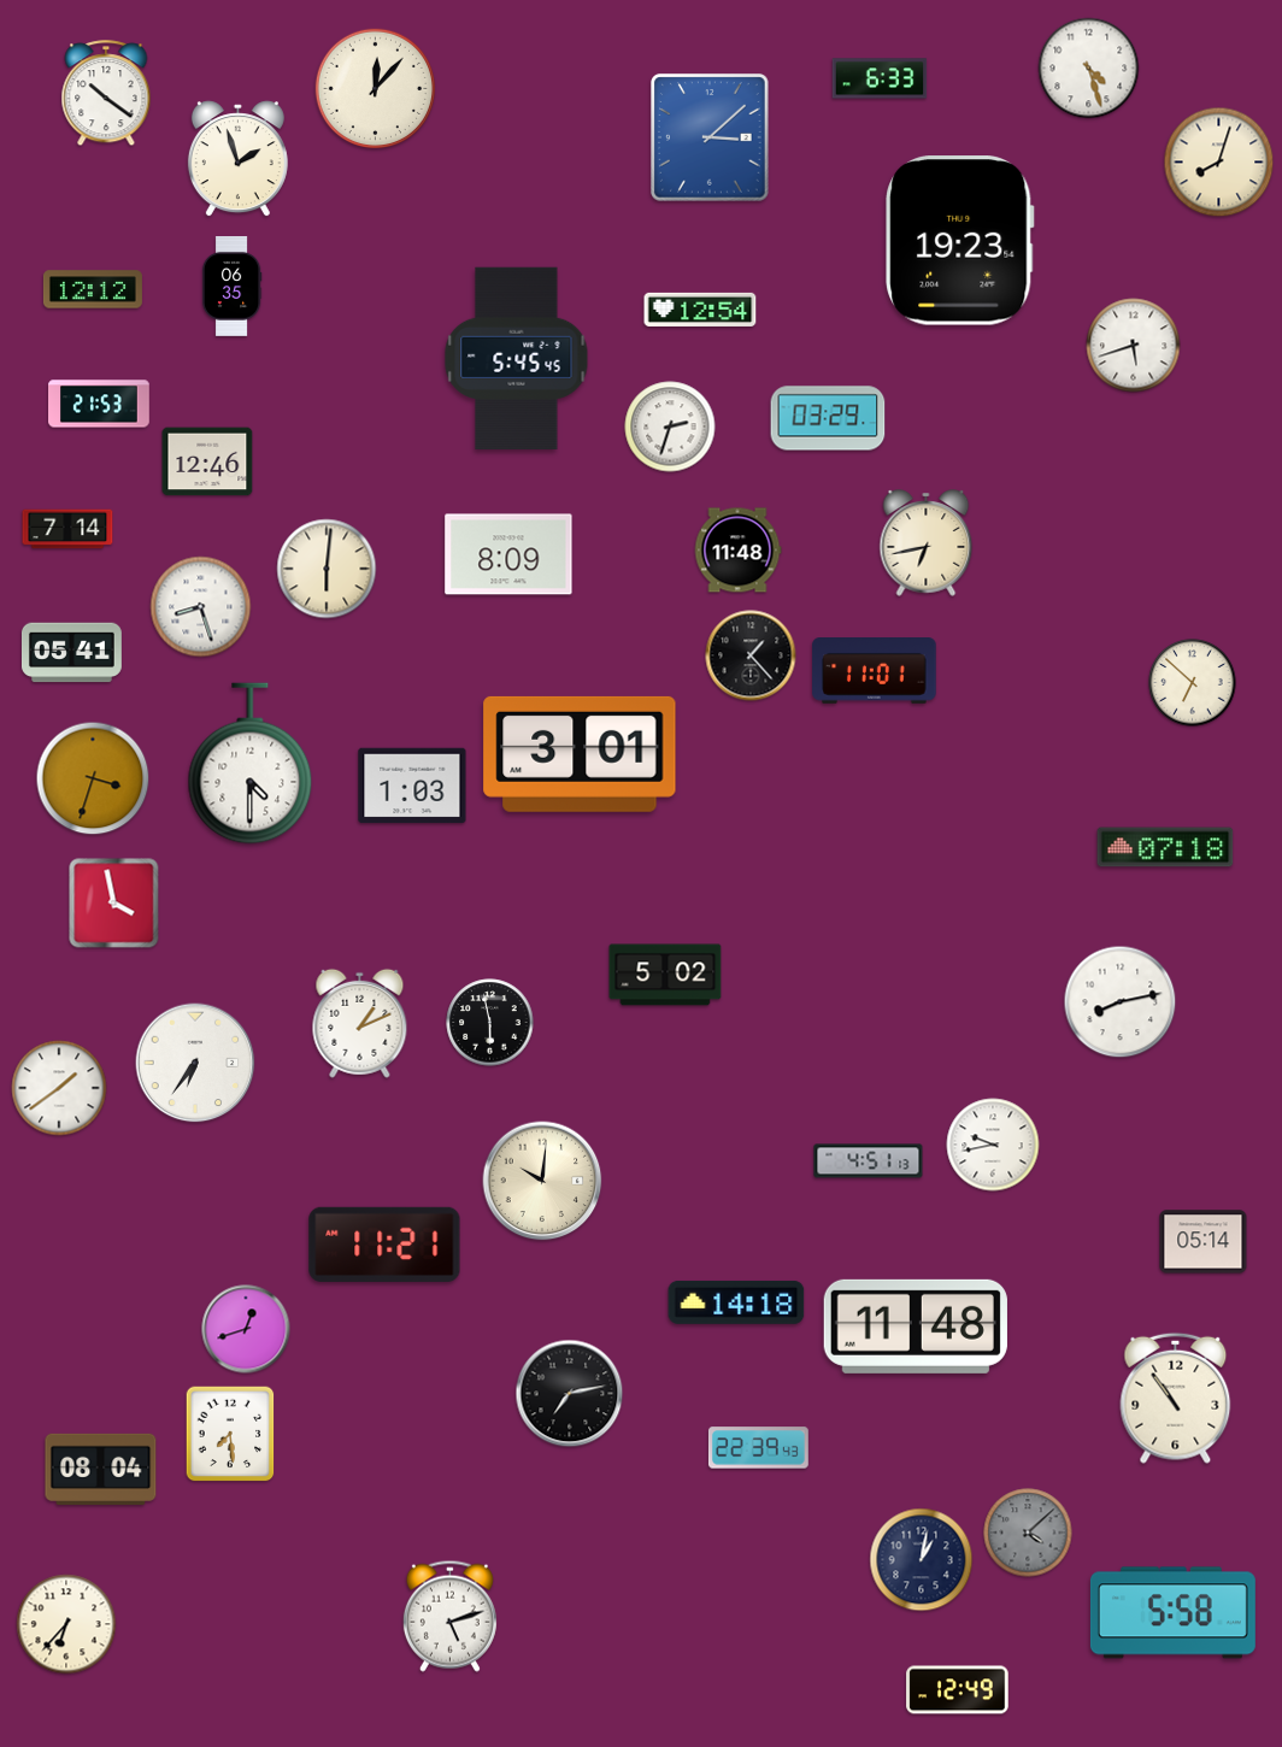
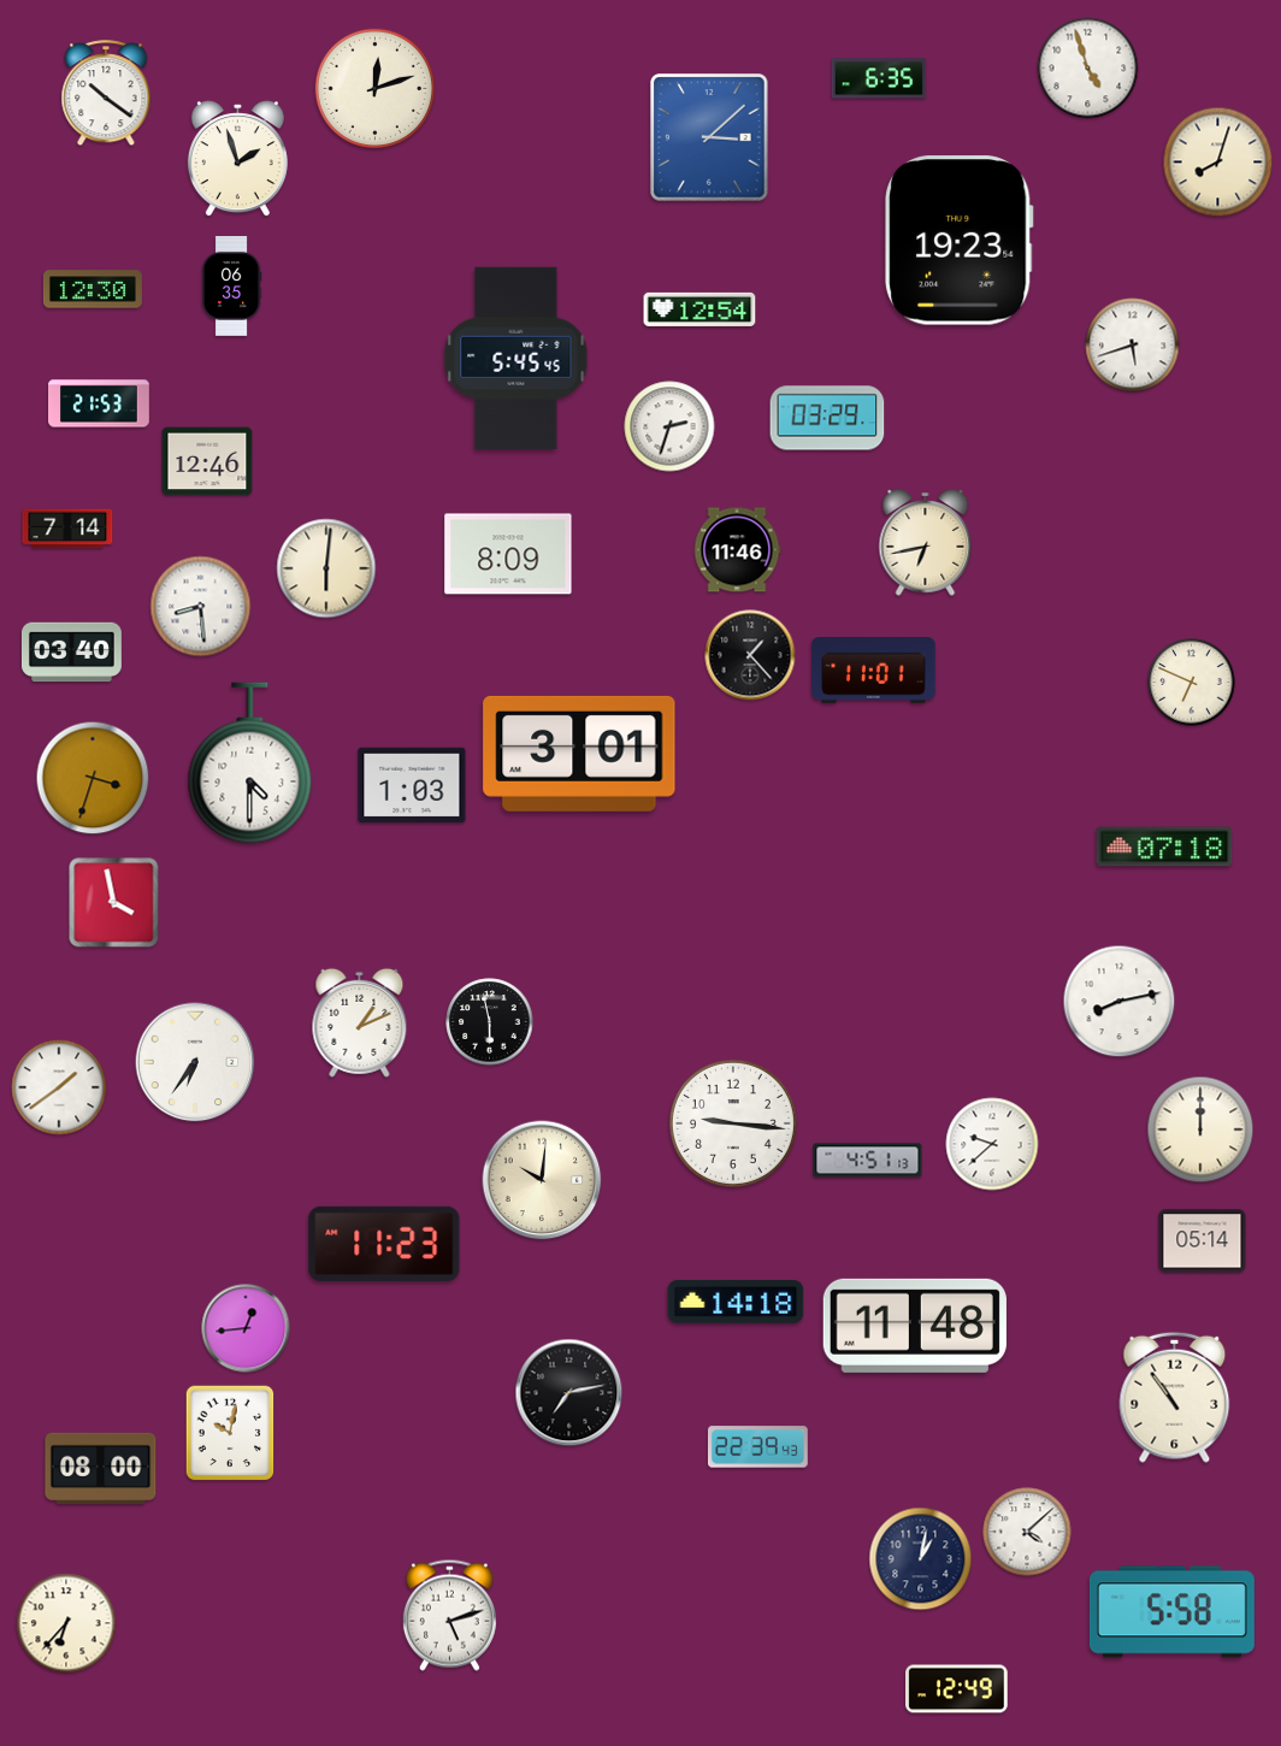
clock at (1089, 69): 4:27 -> 4:57
clock at (880, 78): 6:33 -> 6:35
clock at (375, 88): 12:07 -> 12:12
clock at (93, 289): 12:12 -> 12:30
clock at (737, 551): 11:48 -> 11:46
clock at (201, 607): 8:27 -> 8:29
clock at (71, 653): 05:41 -> 03:40
clock at (1193, 683): 6:52 -> 6:49
clock at (665, 975): 5:02 -> none
clock at (733, 1123): none -> 9:16
clock at (1200, 1129): none -> 12:00
clock at (993, 1145): 9:43 -> 9:38
clock at (384, 1245): 11:21 -> 11:23
clock at (246, 1329): 12:42 -> 12:44
clock at (230, 1434): 7:29 -> 10:02
clock at (101, 1469): 08:04 -> 08:00
clock at (1028, 1533) dial: grey -> white
